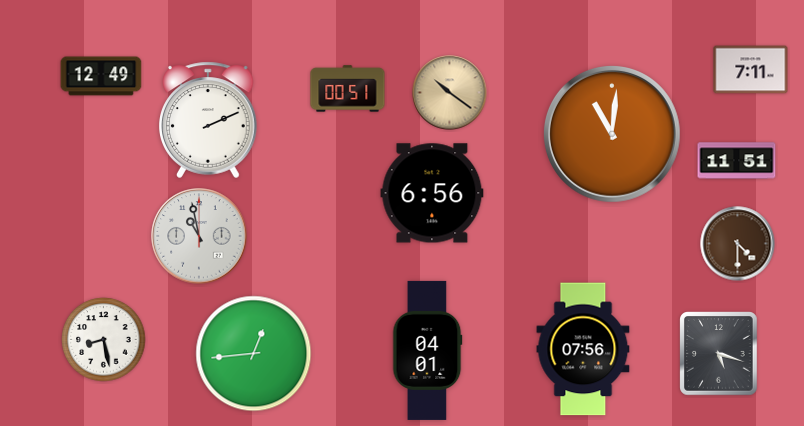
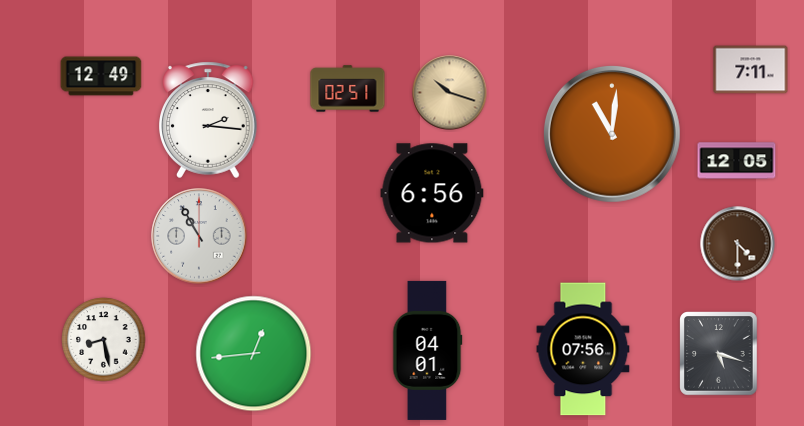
clock at (348, 89): 00:51 -> 02:51
clock at (450, 93): 10:21 -> 10:18
clock at (208, 120): 2:11 -> 2:16
clock at (737, 161): 11:51 -> 12:05
clock at (199, 236): 10:58 -> 10:55
